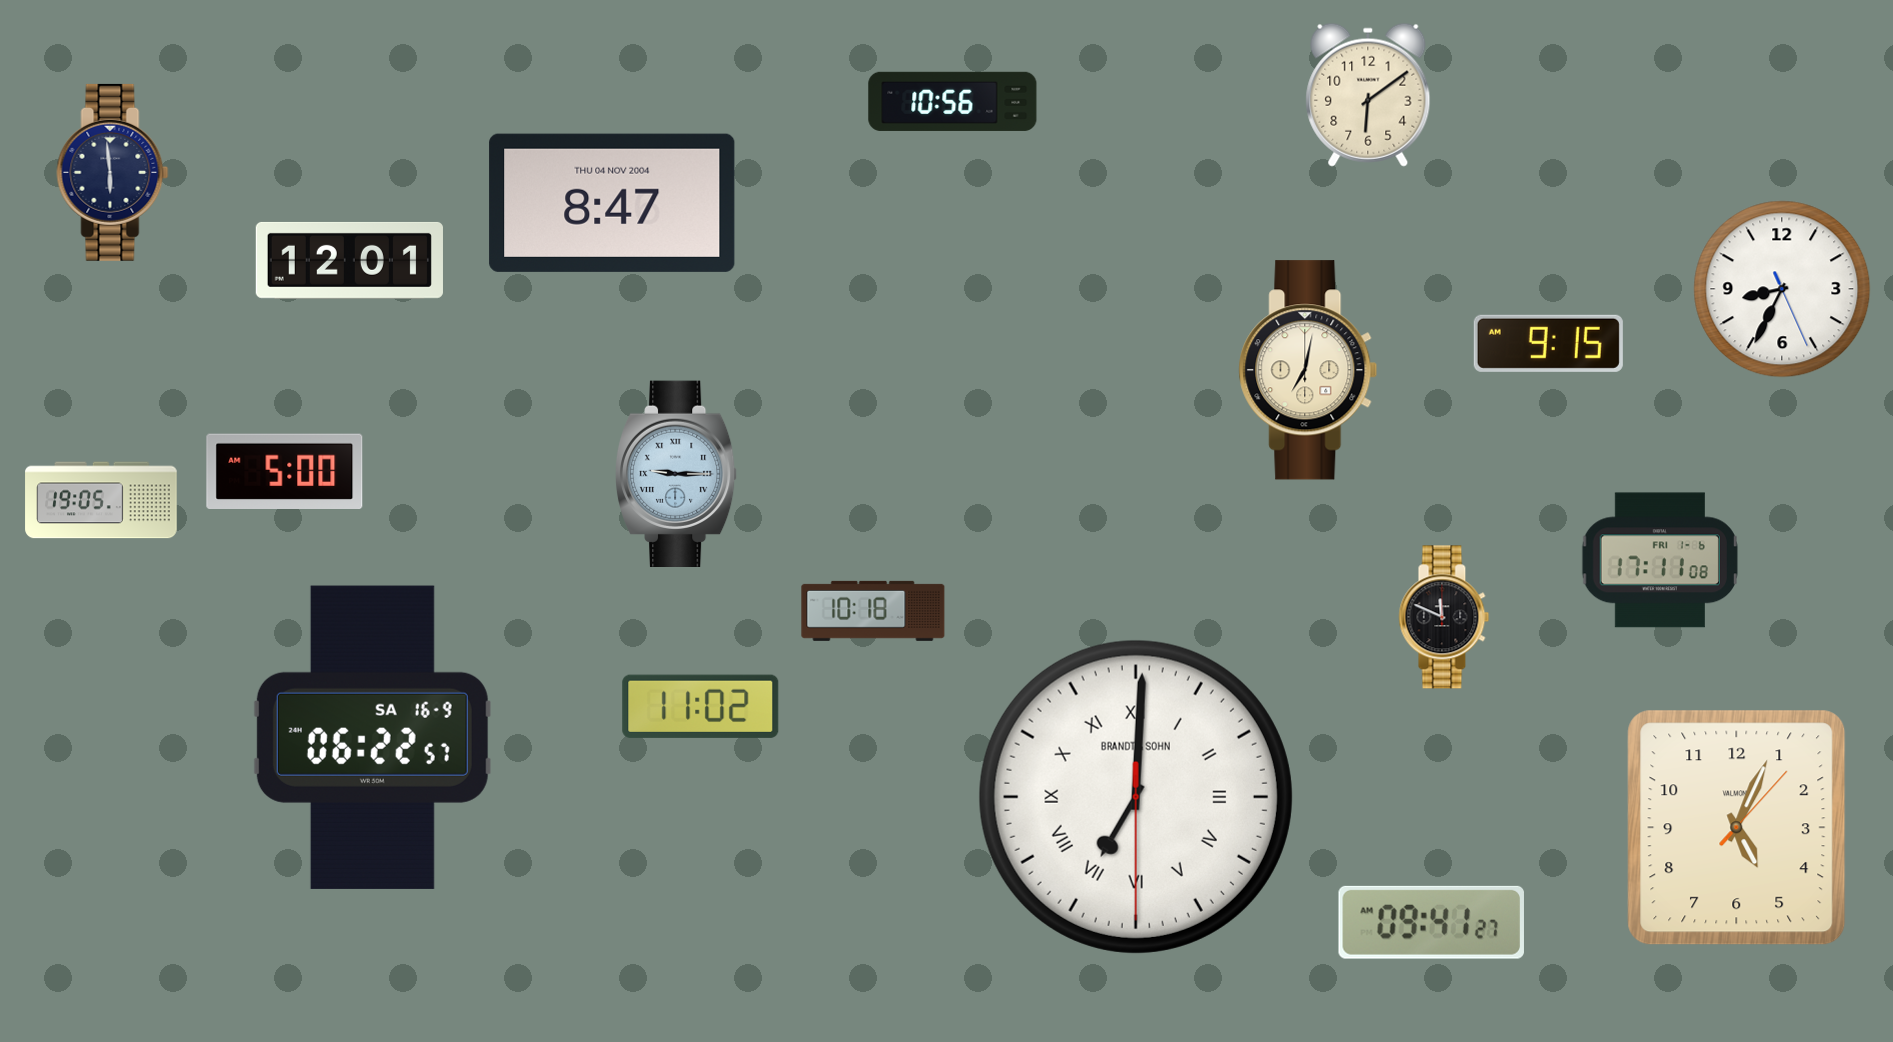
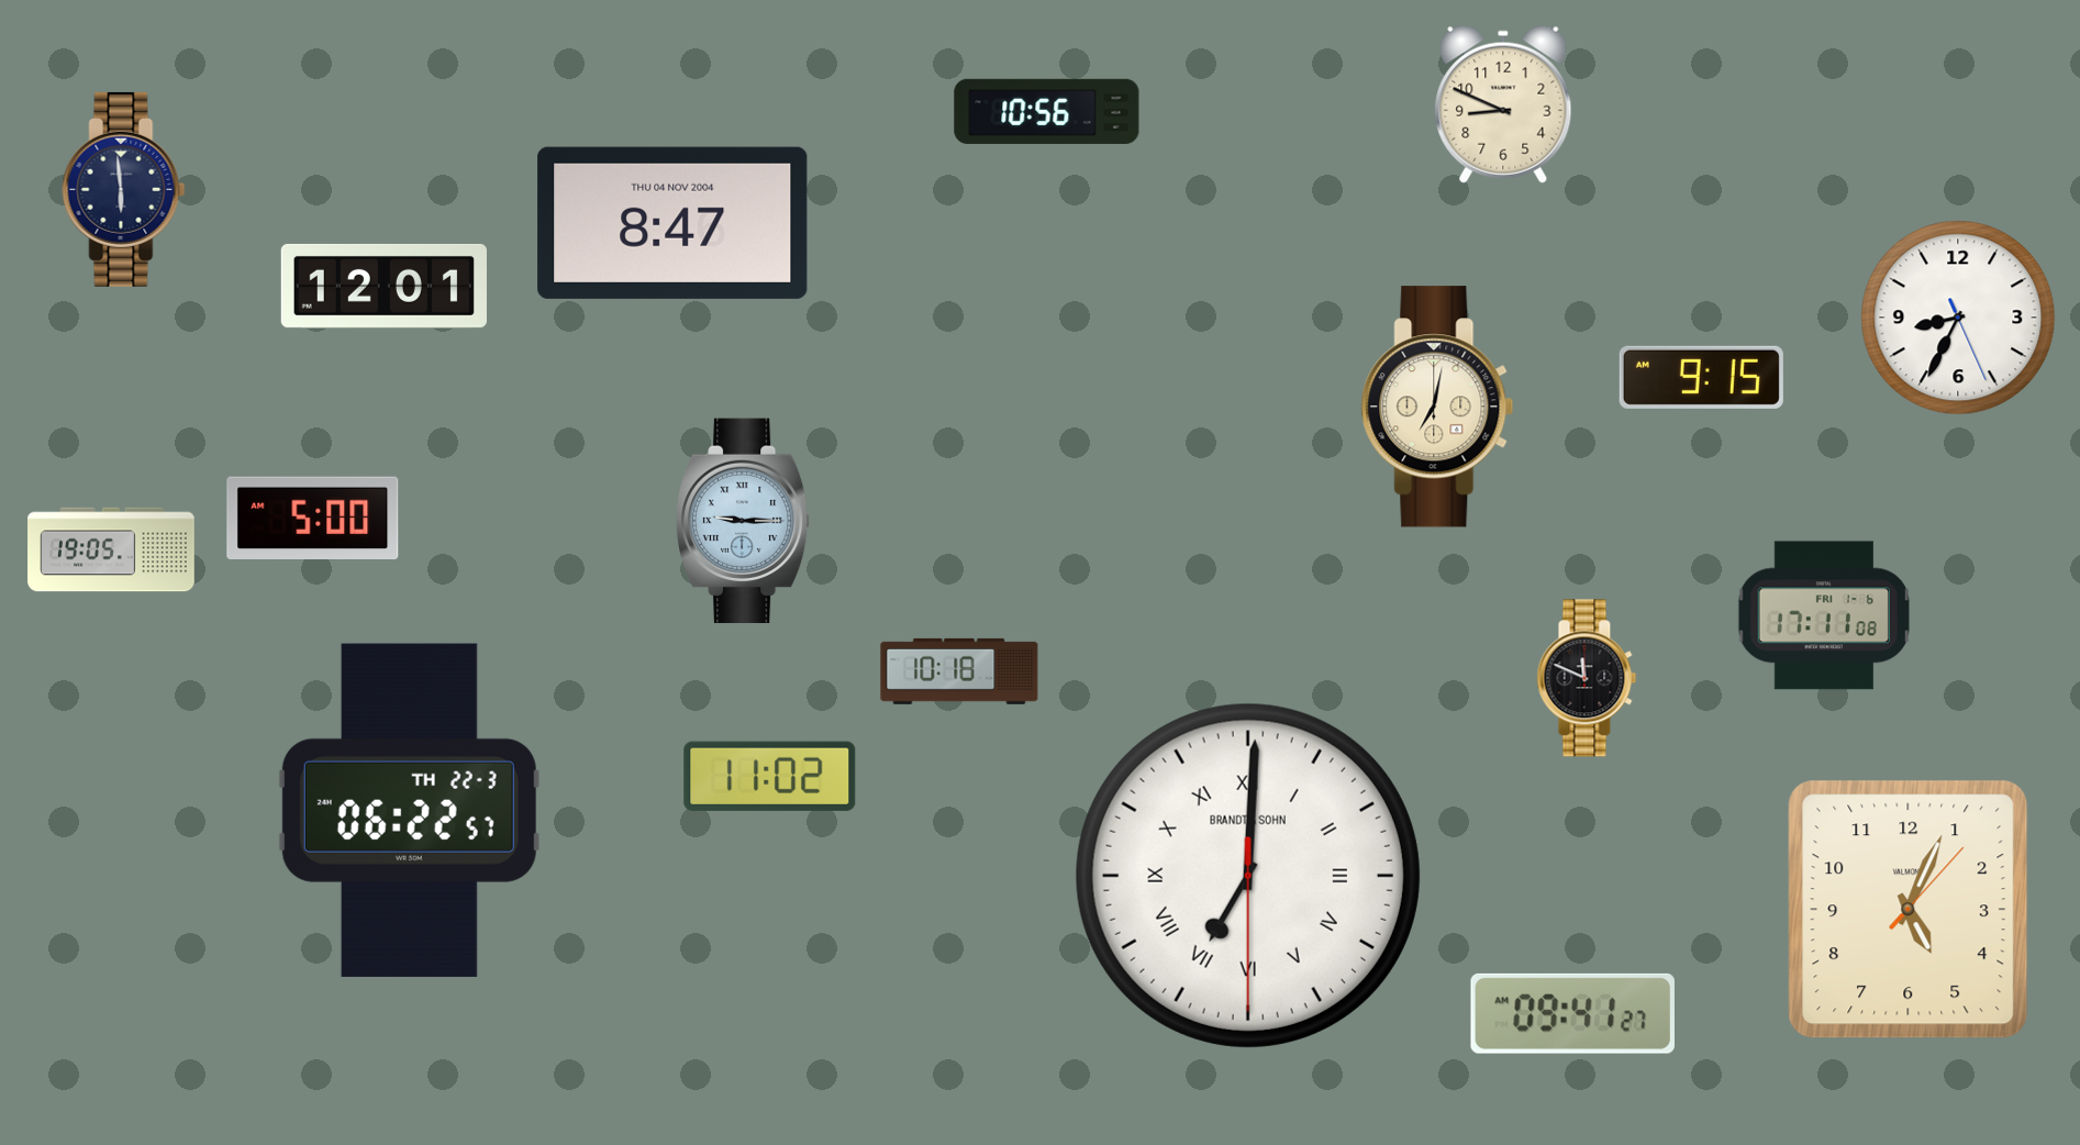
clock at (1368, 95): 6:09 -> 8:49
clock at (372, 737) date: SA 16-9 -> TH 22-3
